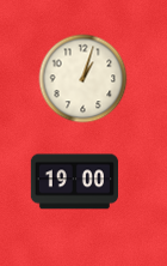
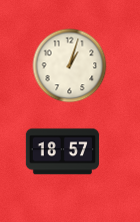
clock at (74, 182): 19:00 -> 18:57
